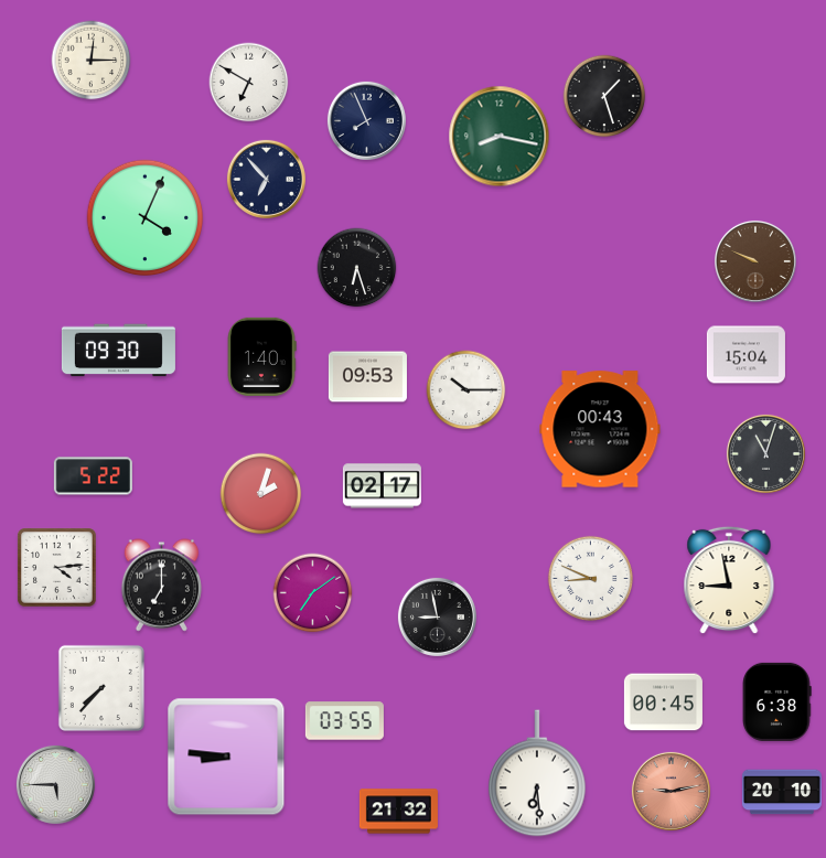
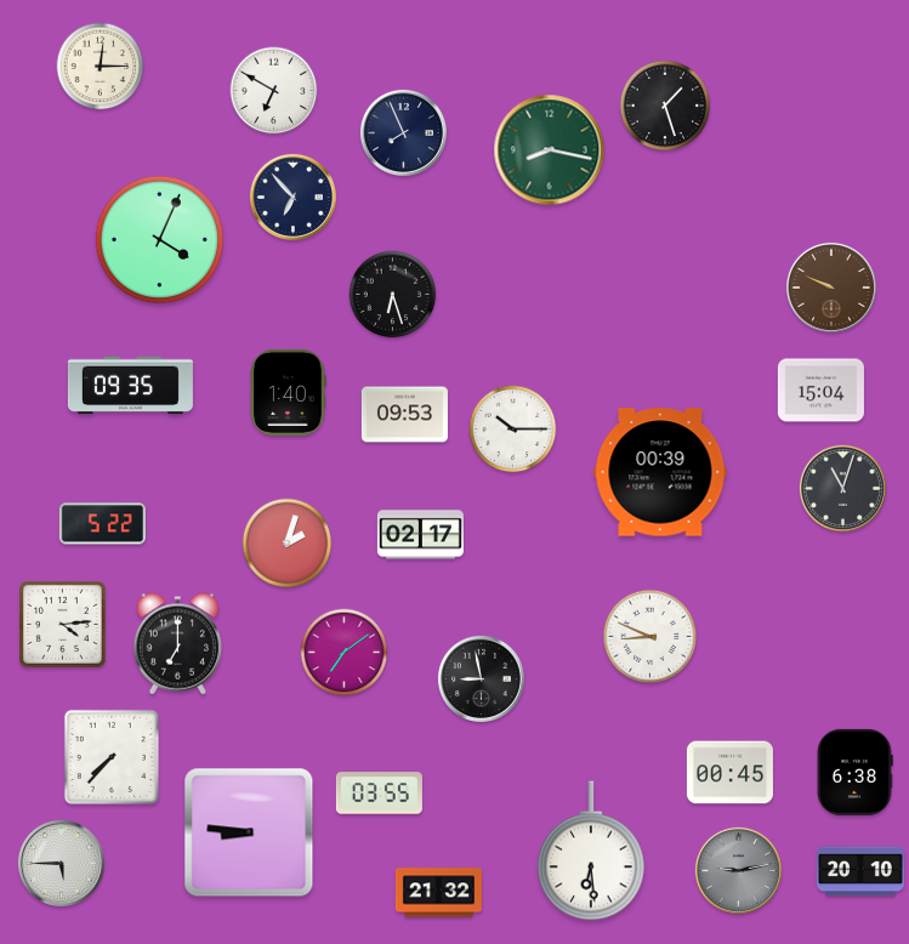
clock at (118, 351): 09:30 -> 09:35
clock at (600, 429): 00:43 -> 00:39
clock at (765, 453) position: (765, 453) -> (842, 488)
clock at (729, 580): 8:58 -> none
clock at (671, 791) dial: salmon -> grey
